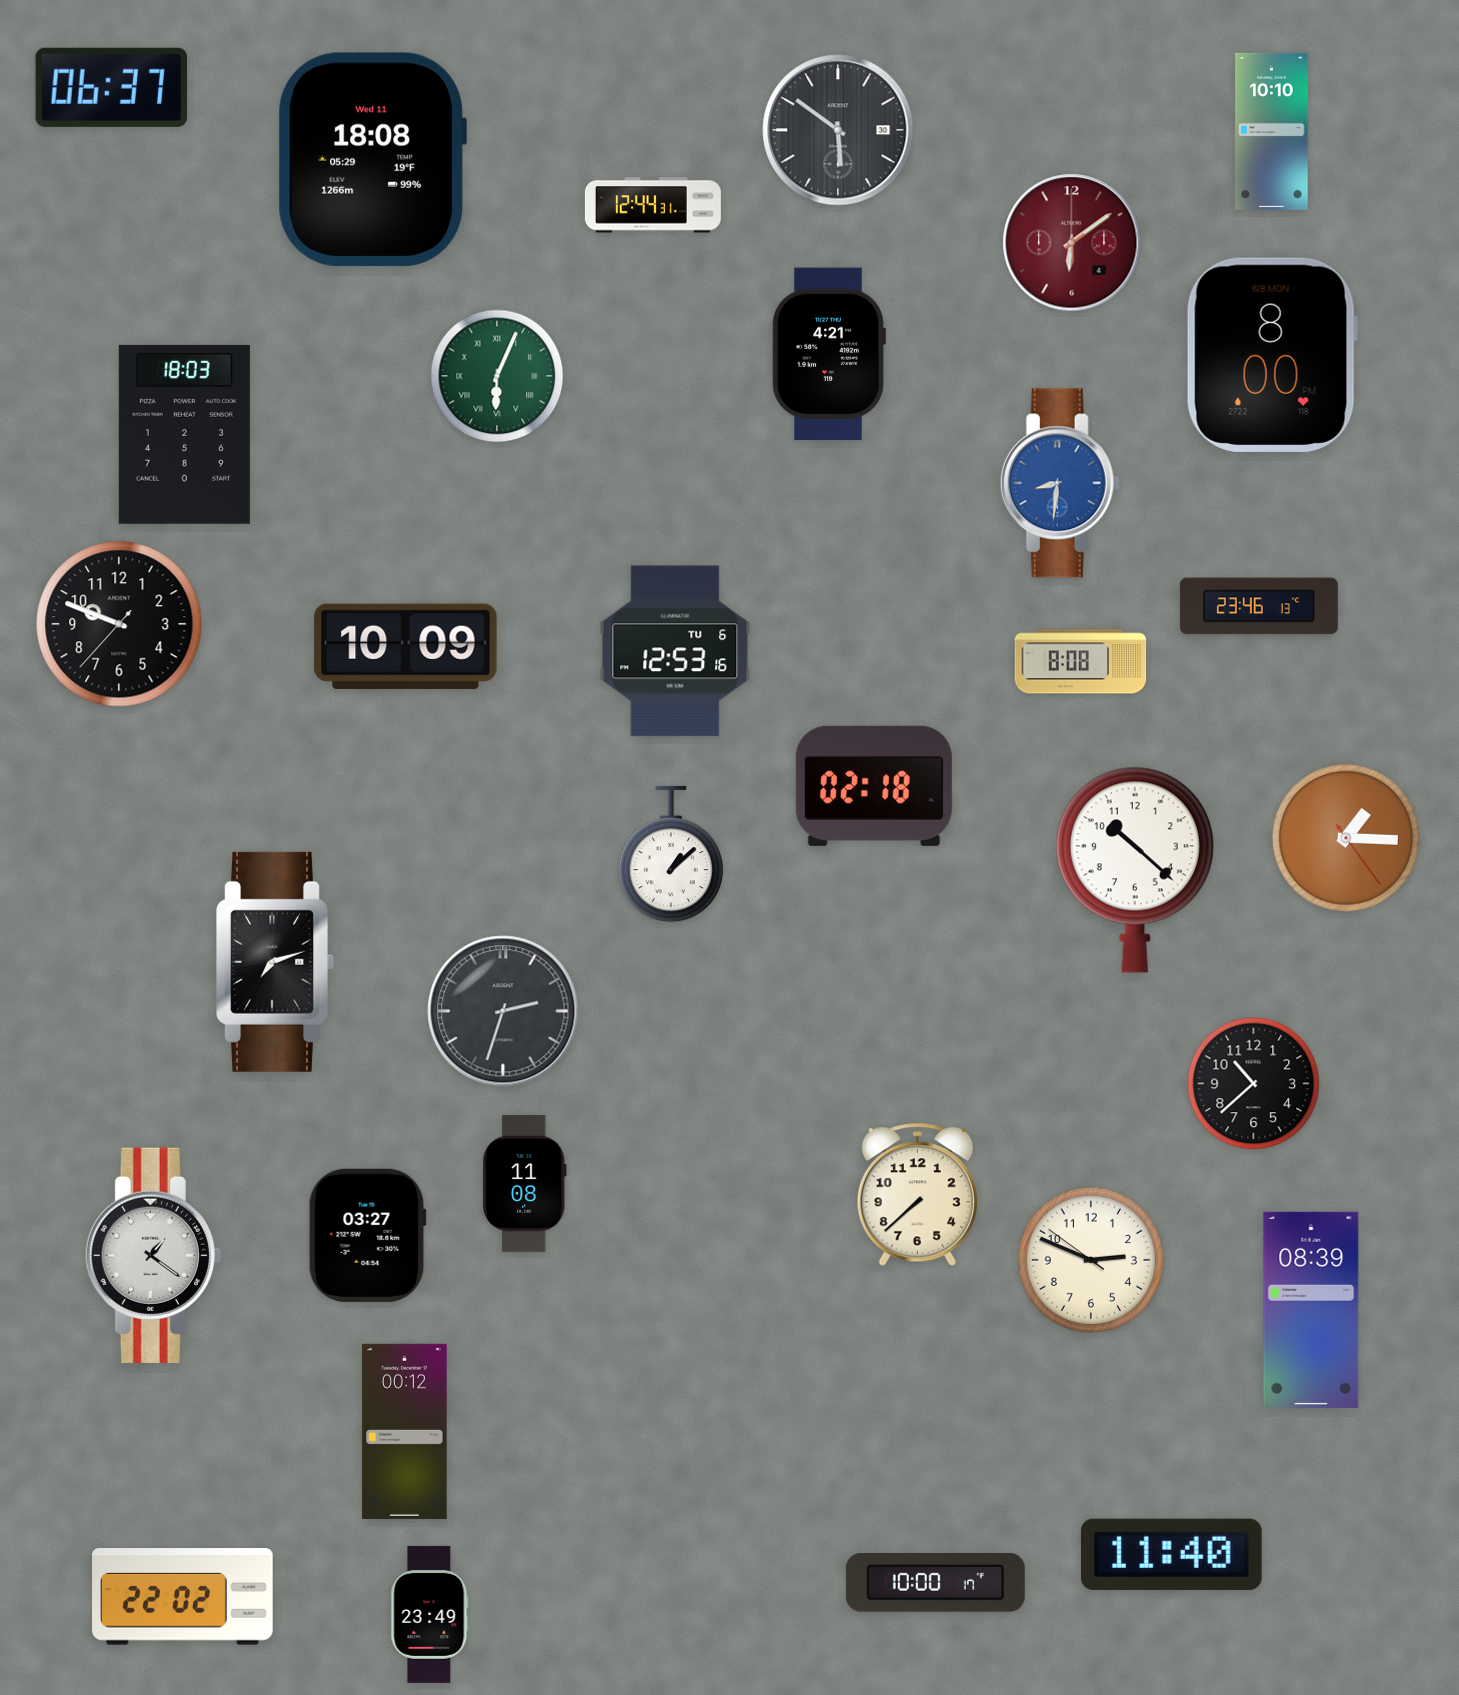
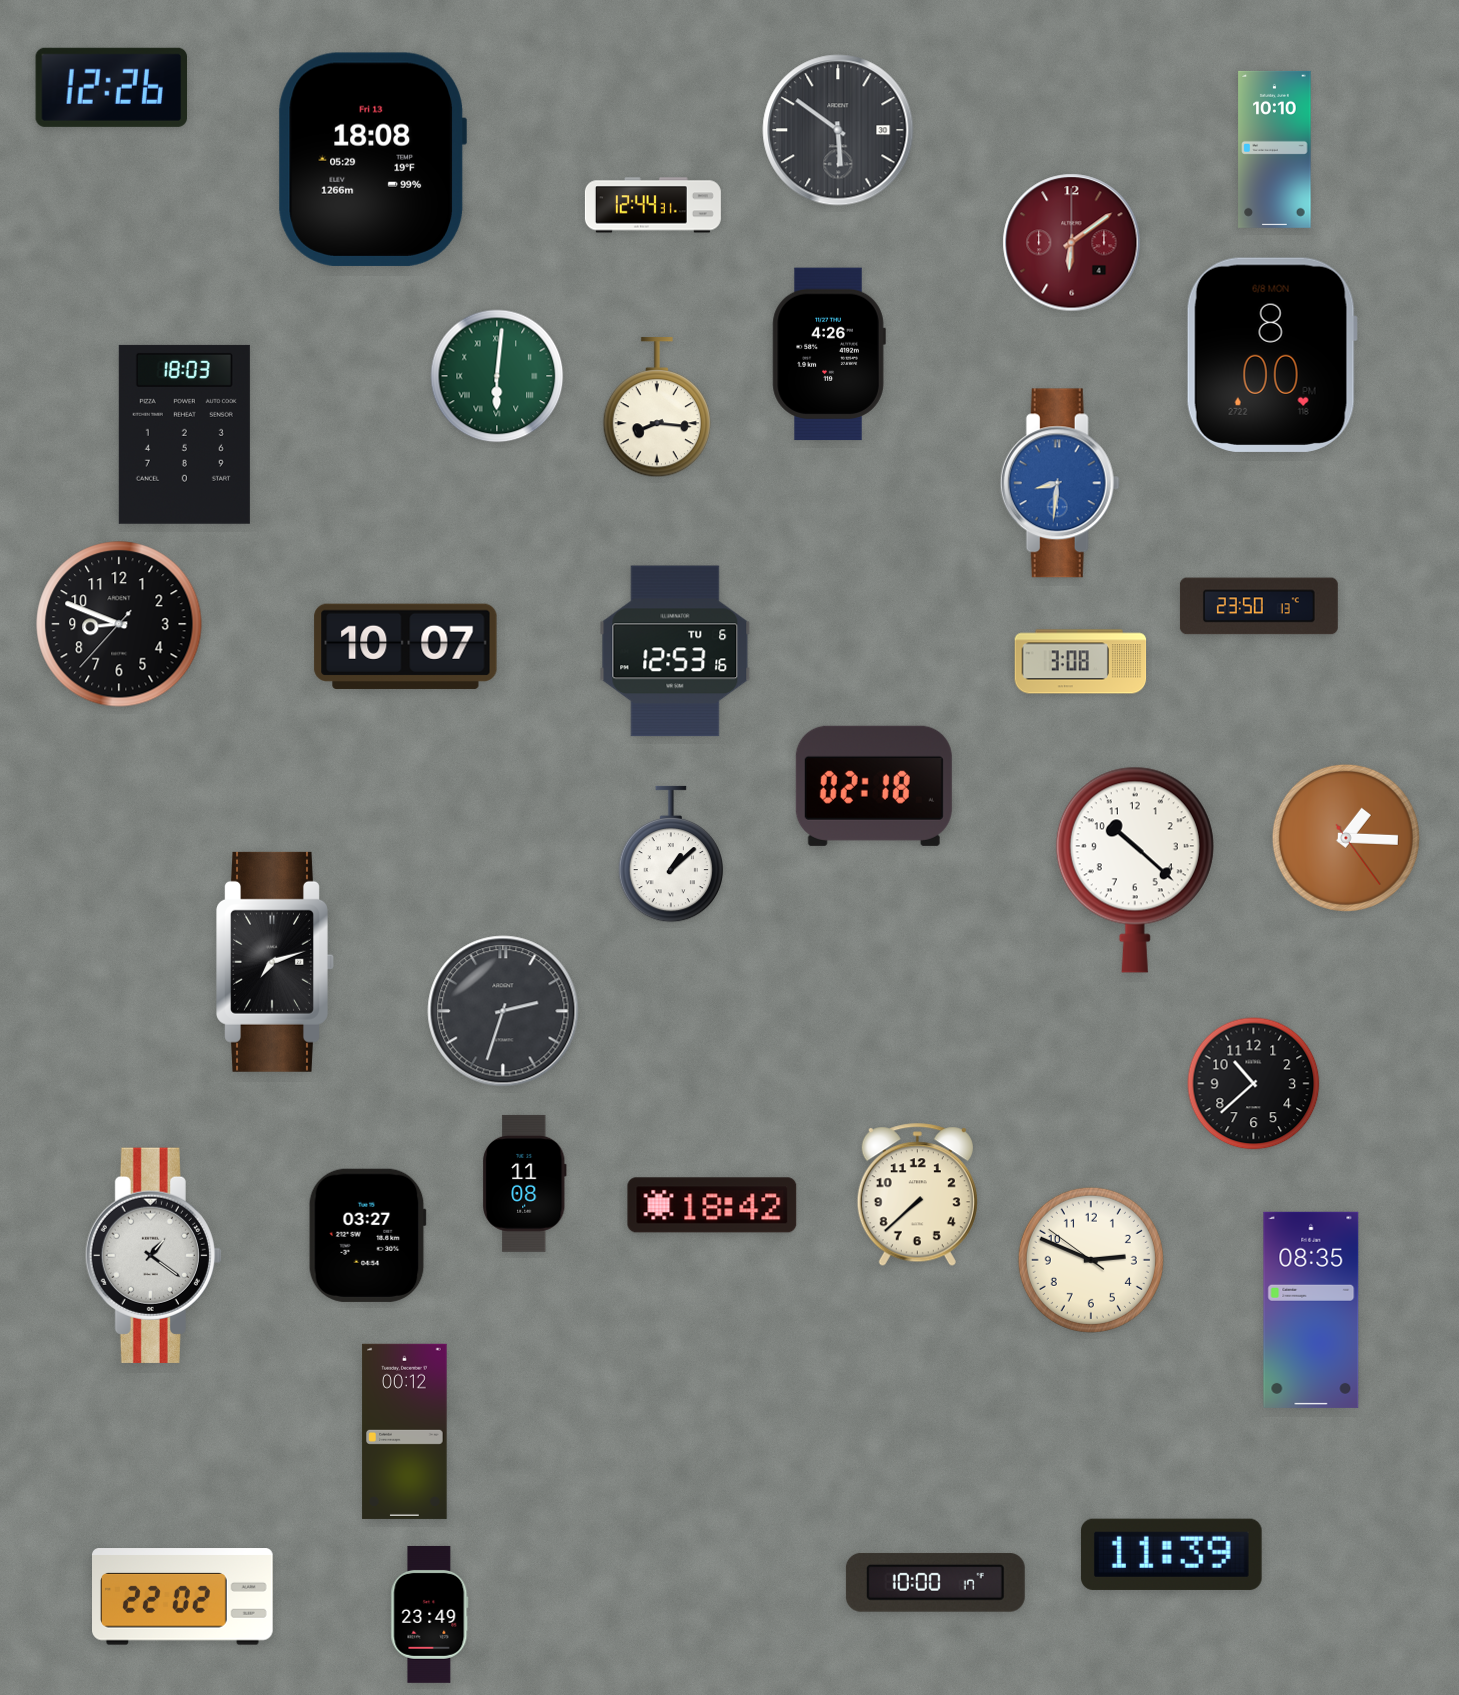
clock at (111, 87): 06:37 -> 12:26
clock at (1272, 131) position: (1272, 131) -> (1275, 149)
clock at (372, 159) date: Wed 11 -> Fri 13
clock at (829, 354): 4:21 -> 4:26
clock at (497, 376): 6:04 -> 6:01
clock at (657, 408): none -> 8:16
clock at (1259, 606): 23:46 -> 23:50
clock at (119, 624): 9:48 -> 8:48
clock at (406, 646): 10:09 -> 10:07
clock at (1081, 662): 8:08 -> 3:08
clock at (712, 1205): none -> 18:42
clock at (1311, 1310): 08:39 -> 08:35
clock at (1172, 1554): 11:40 -> 11:39
